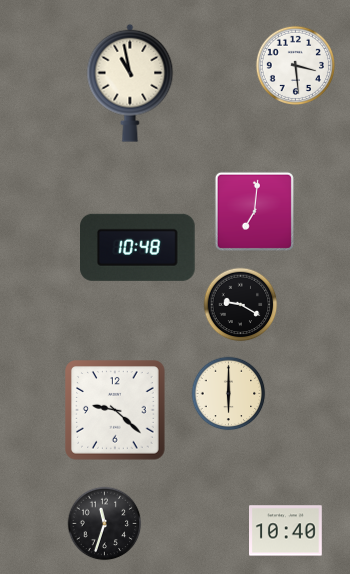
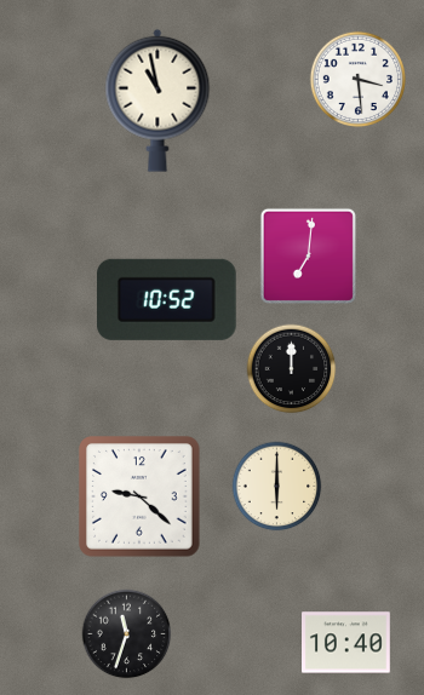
clock at (138, 247): 10:48 -> 10:52
clock at (241, 305): 9:20 -> 12:00
clock at (229, 394) position: (229, 394) -> (277, 487)
